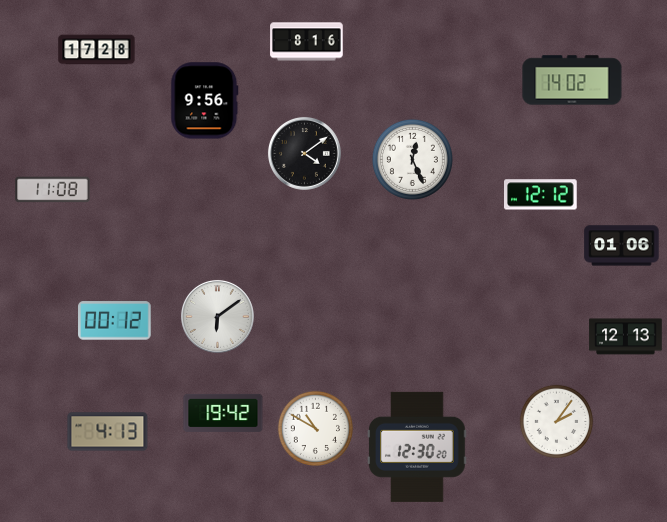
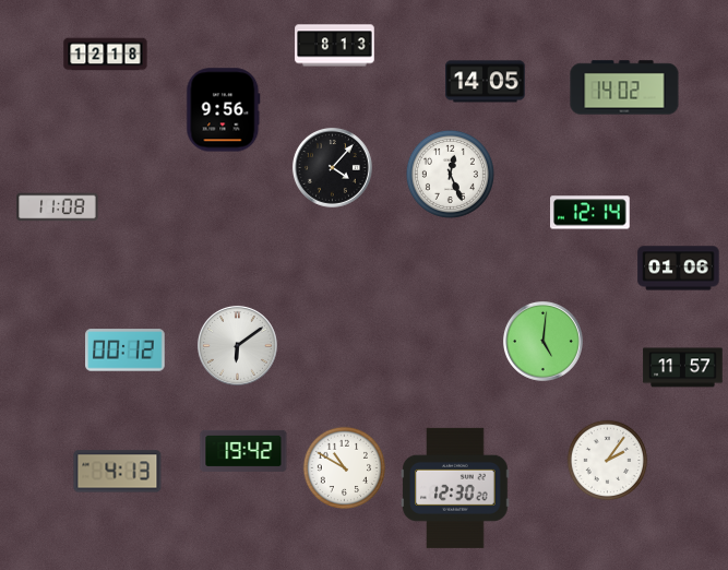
clock at (307, 42): 8:16 -> 8:13
clock at (97, 50): 17:28 -> 12:18
clock at (486, 82): none -> 14:05
clock at (304, 153): 4:09 -> 4:07
clock at (541, 195): 12:12 -> 12:14
clock at (542, 341): none -> 5:01
clock at (626, 337): 12:13 -> 11:57
